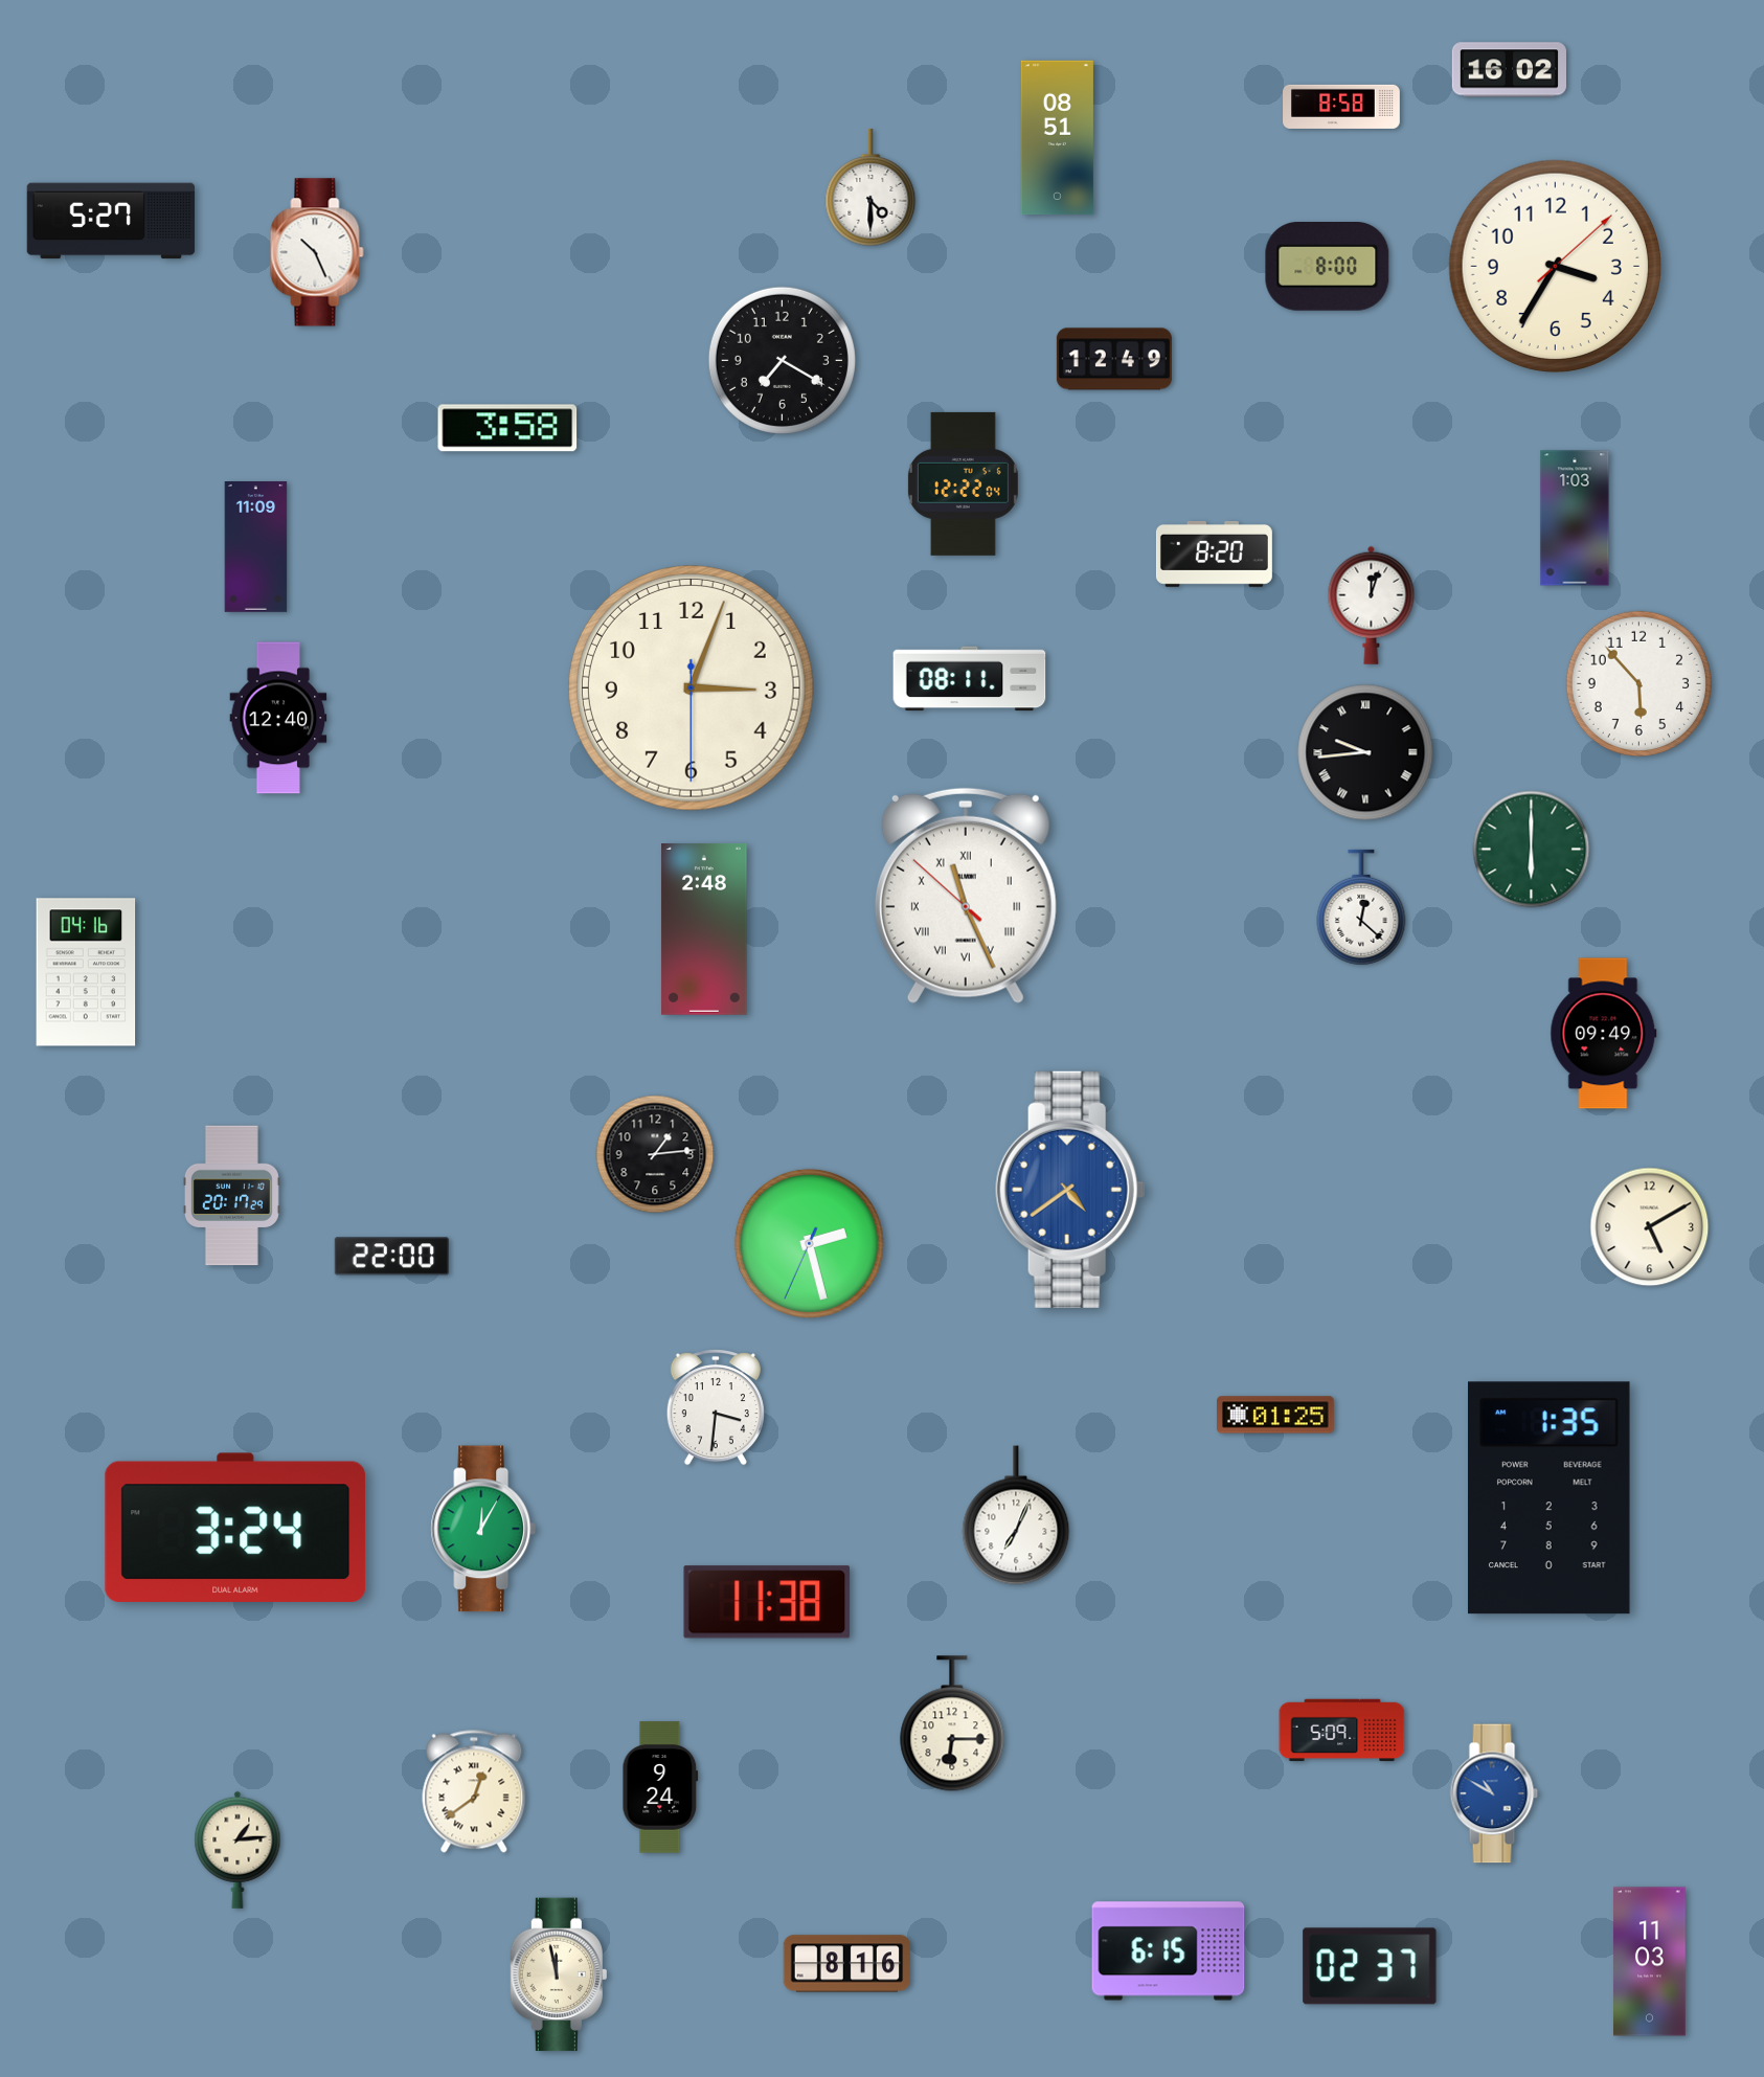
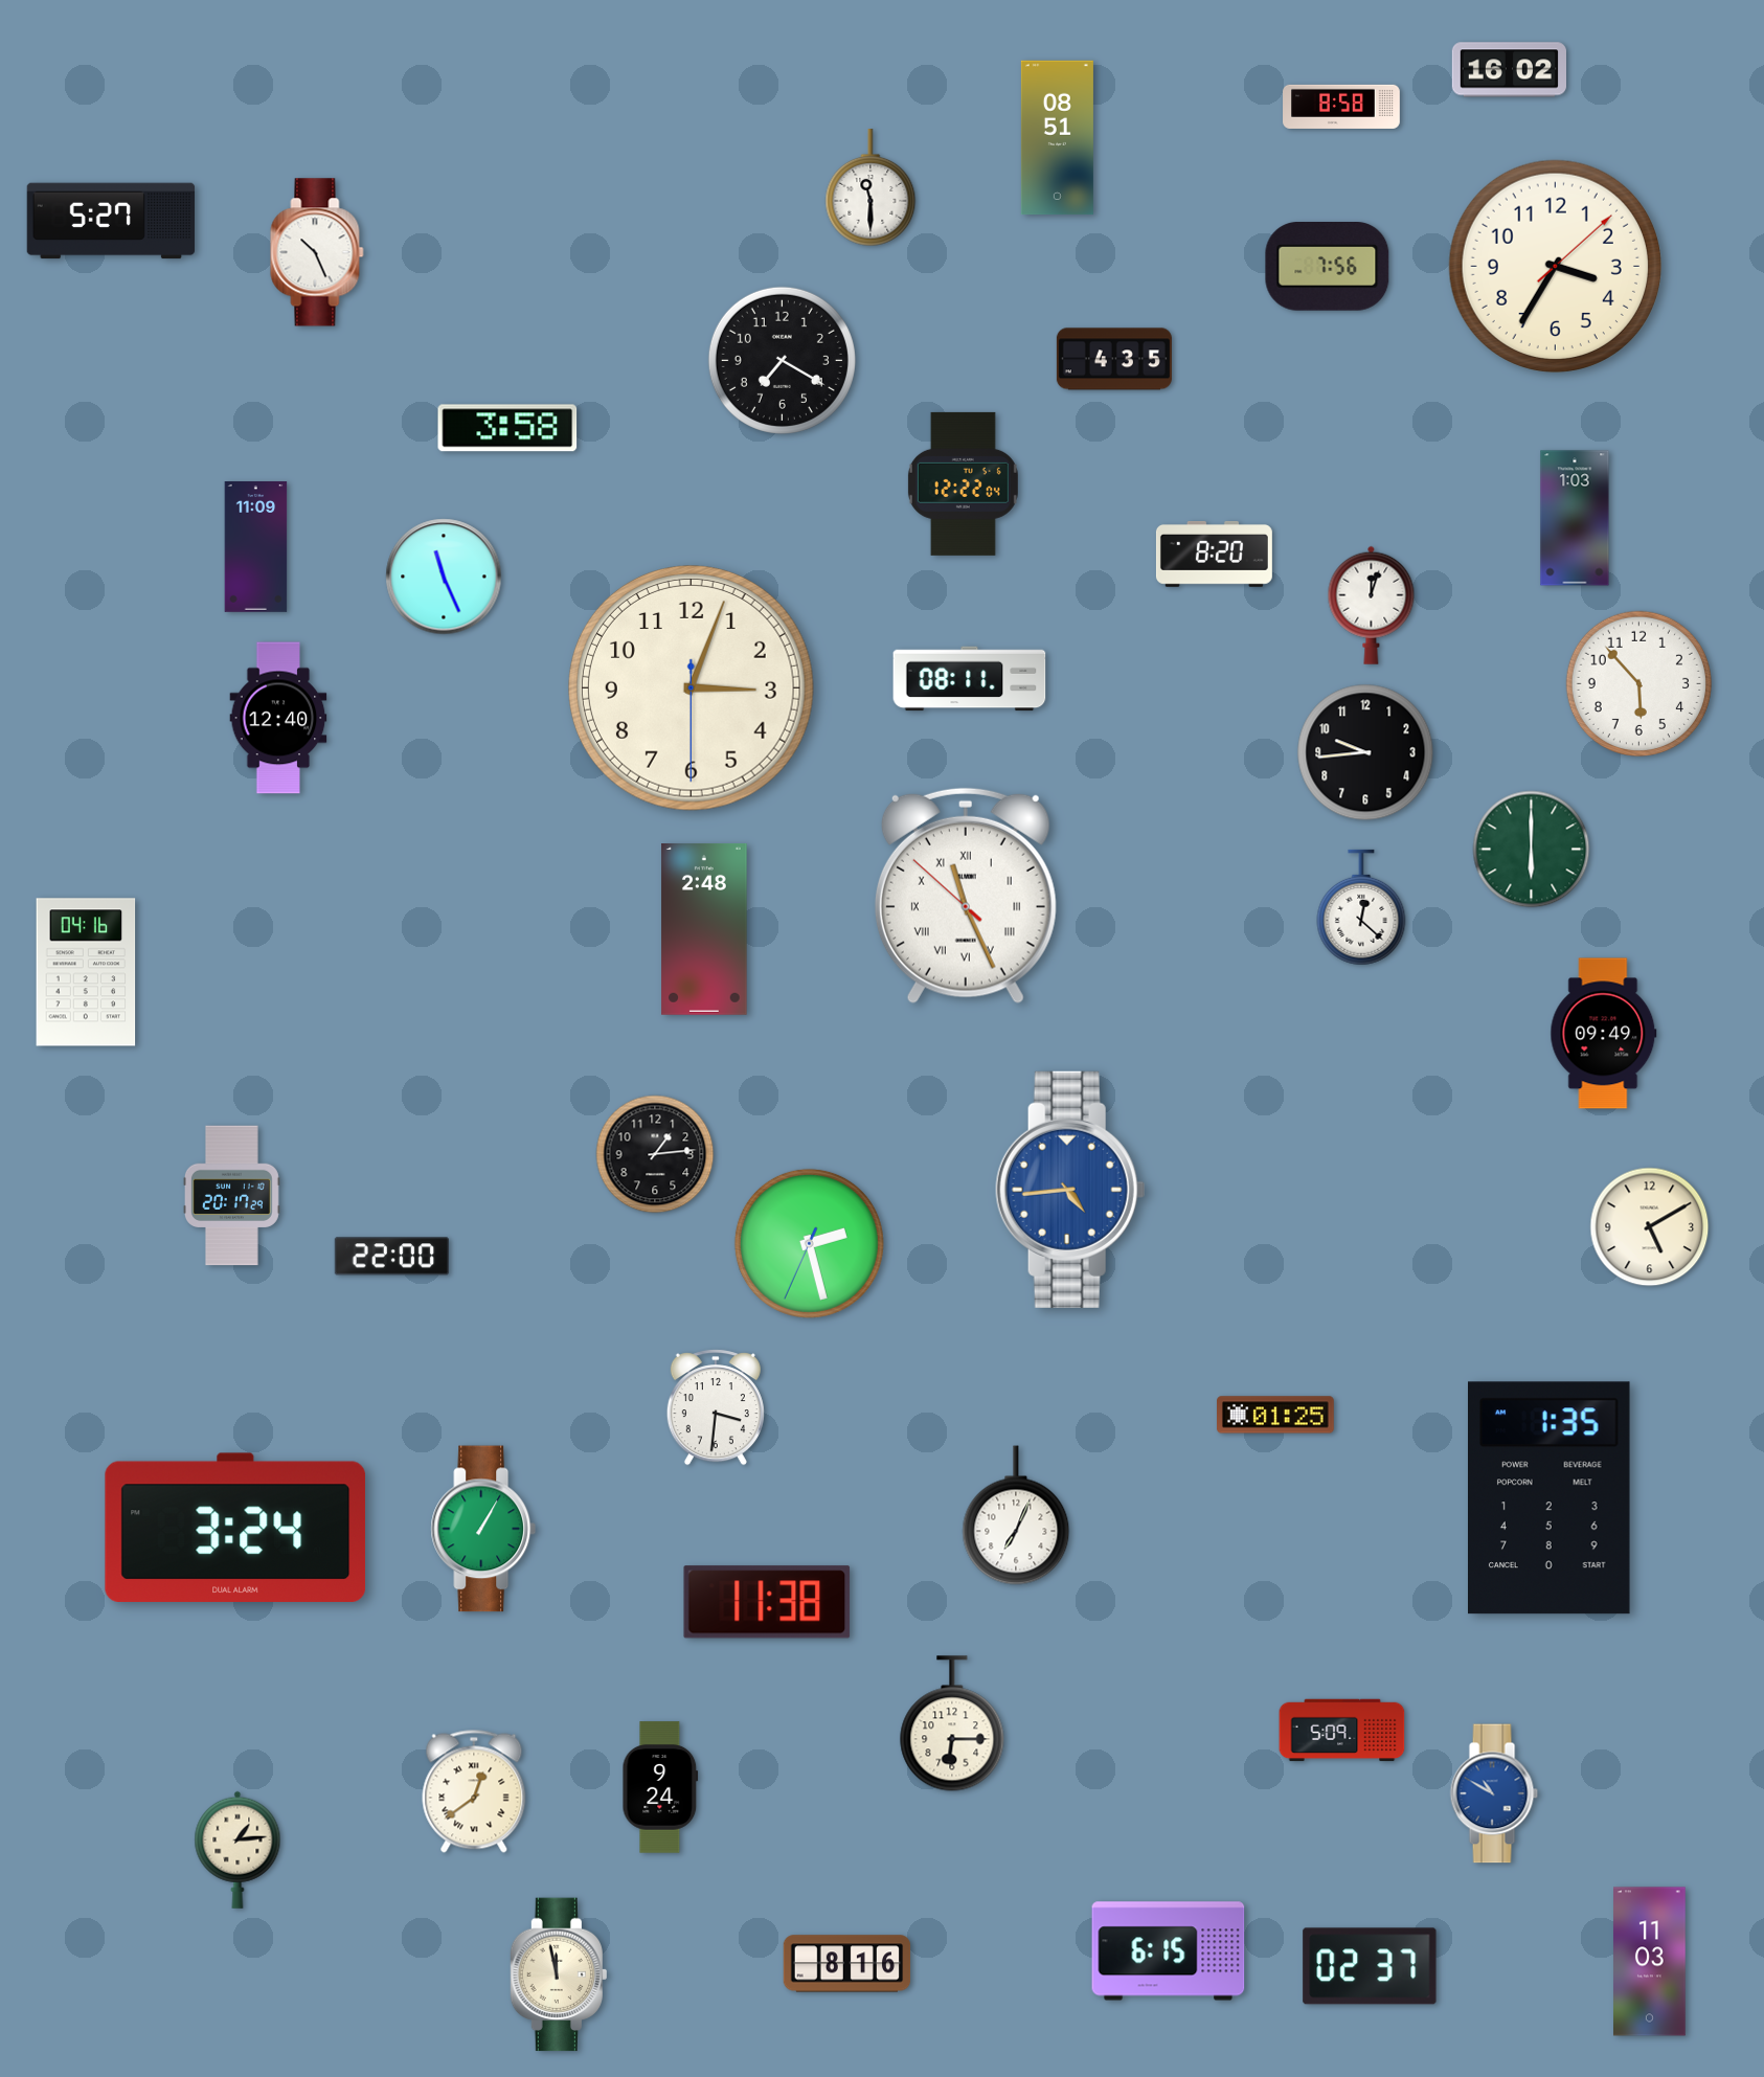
clock at (870, 188): 4:30 -> 11:30
clock at (1328, 267): 8:00 -> 7:56
clock at (1114, 359): 12:49 -> 4:35
clock at (444, 577): none -> 11:26
clock at (1365, 752) numerals: Roman -> Arabic
clock at (1070, 1190): 4:39 -> 4:44
clock at (483, 1529): 12:05 -> 1:05
